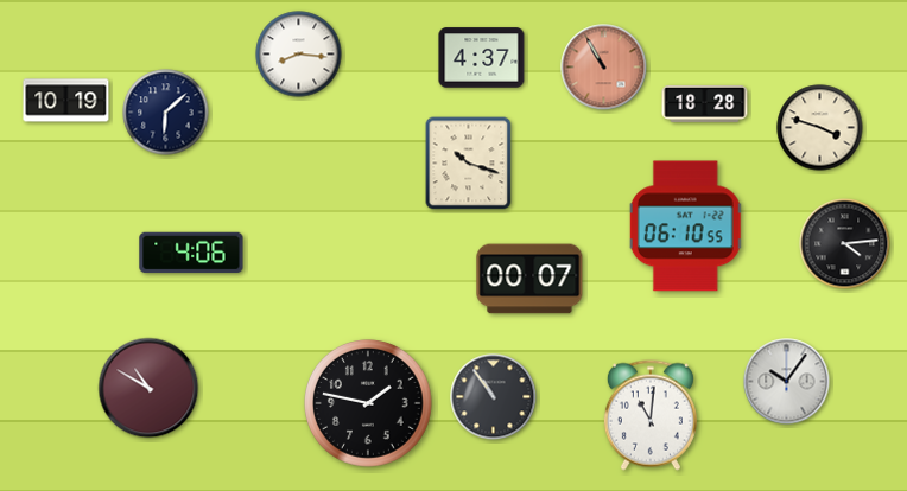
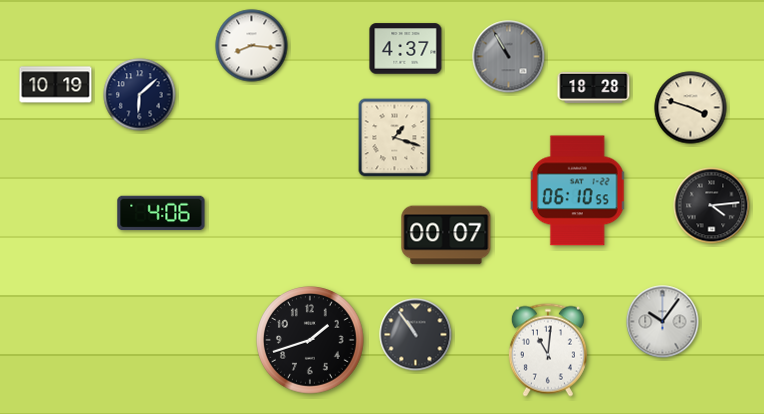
clock at (604, 68) dial: salmon -> grey
clock at (469, 164): 10:18 -> 1:18
clock at (148, 388): 10:50 -> none
clock at (368, 403): 1:47 -> 1:42
